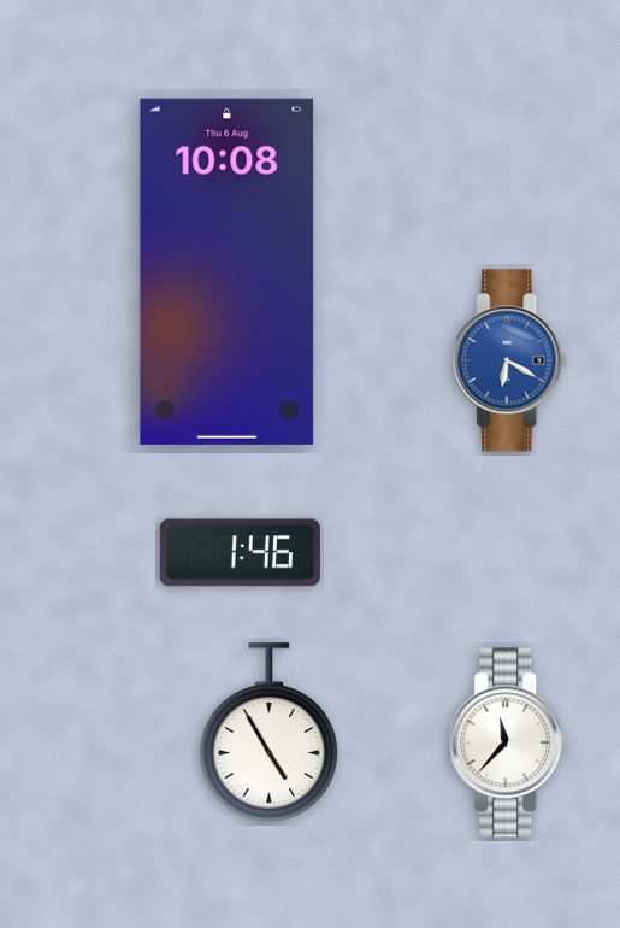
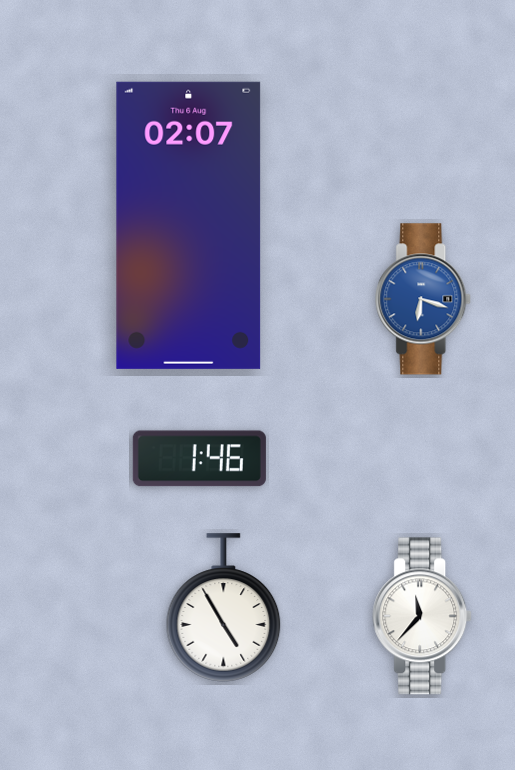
clock at (228, 271): 10:08 -> 02:07
clock at (510, 360): 6:20 -> 6:18
